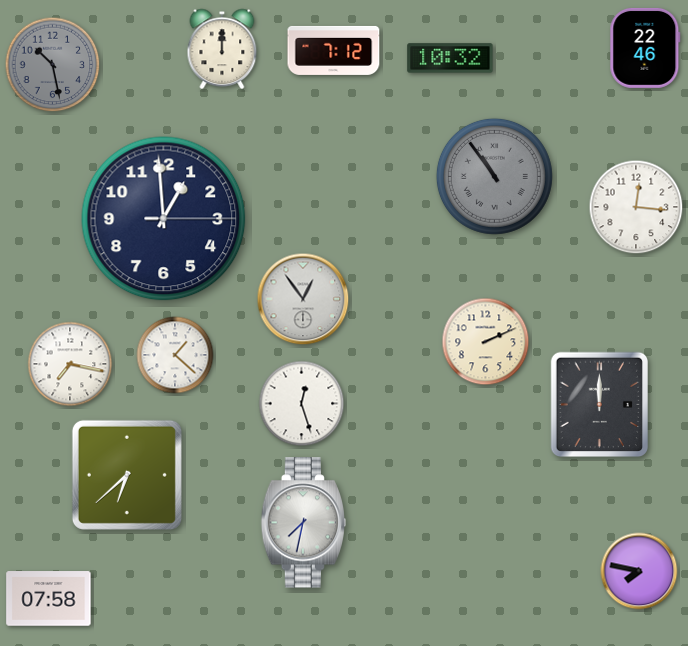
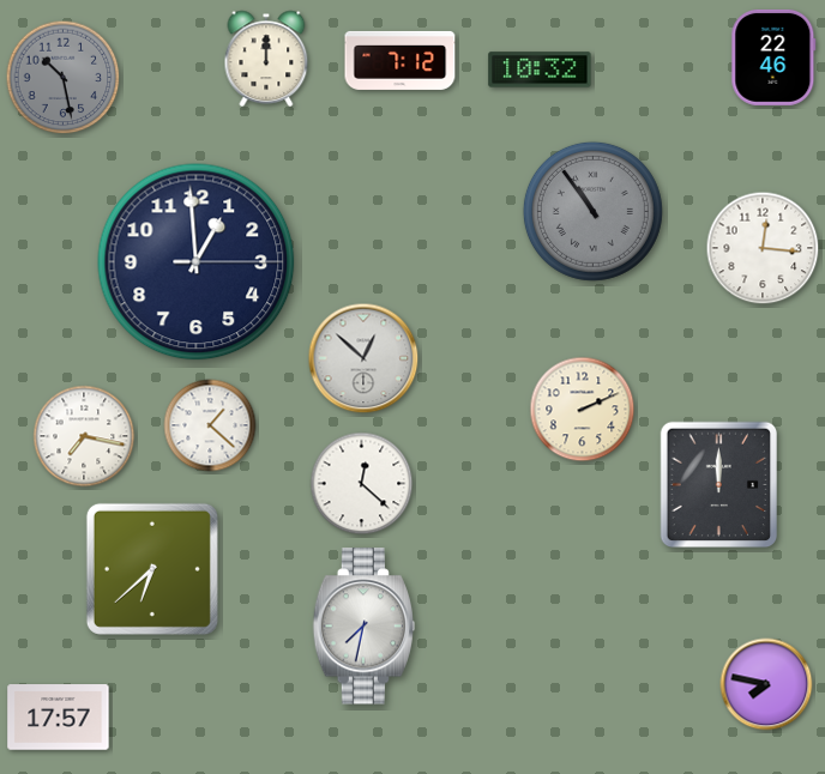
clock at (303, 299): 12:54 -> 12:52
clock at (302, 404): 12:27 -> 12:22
clock at (49, 599): 07:58 -> 17:57
